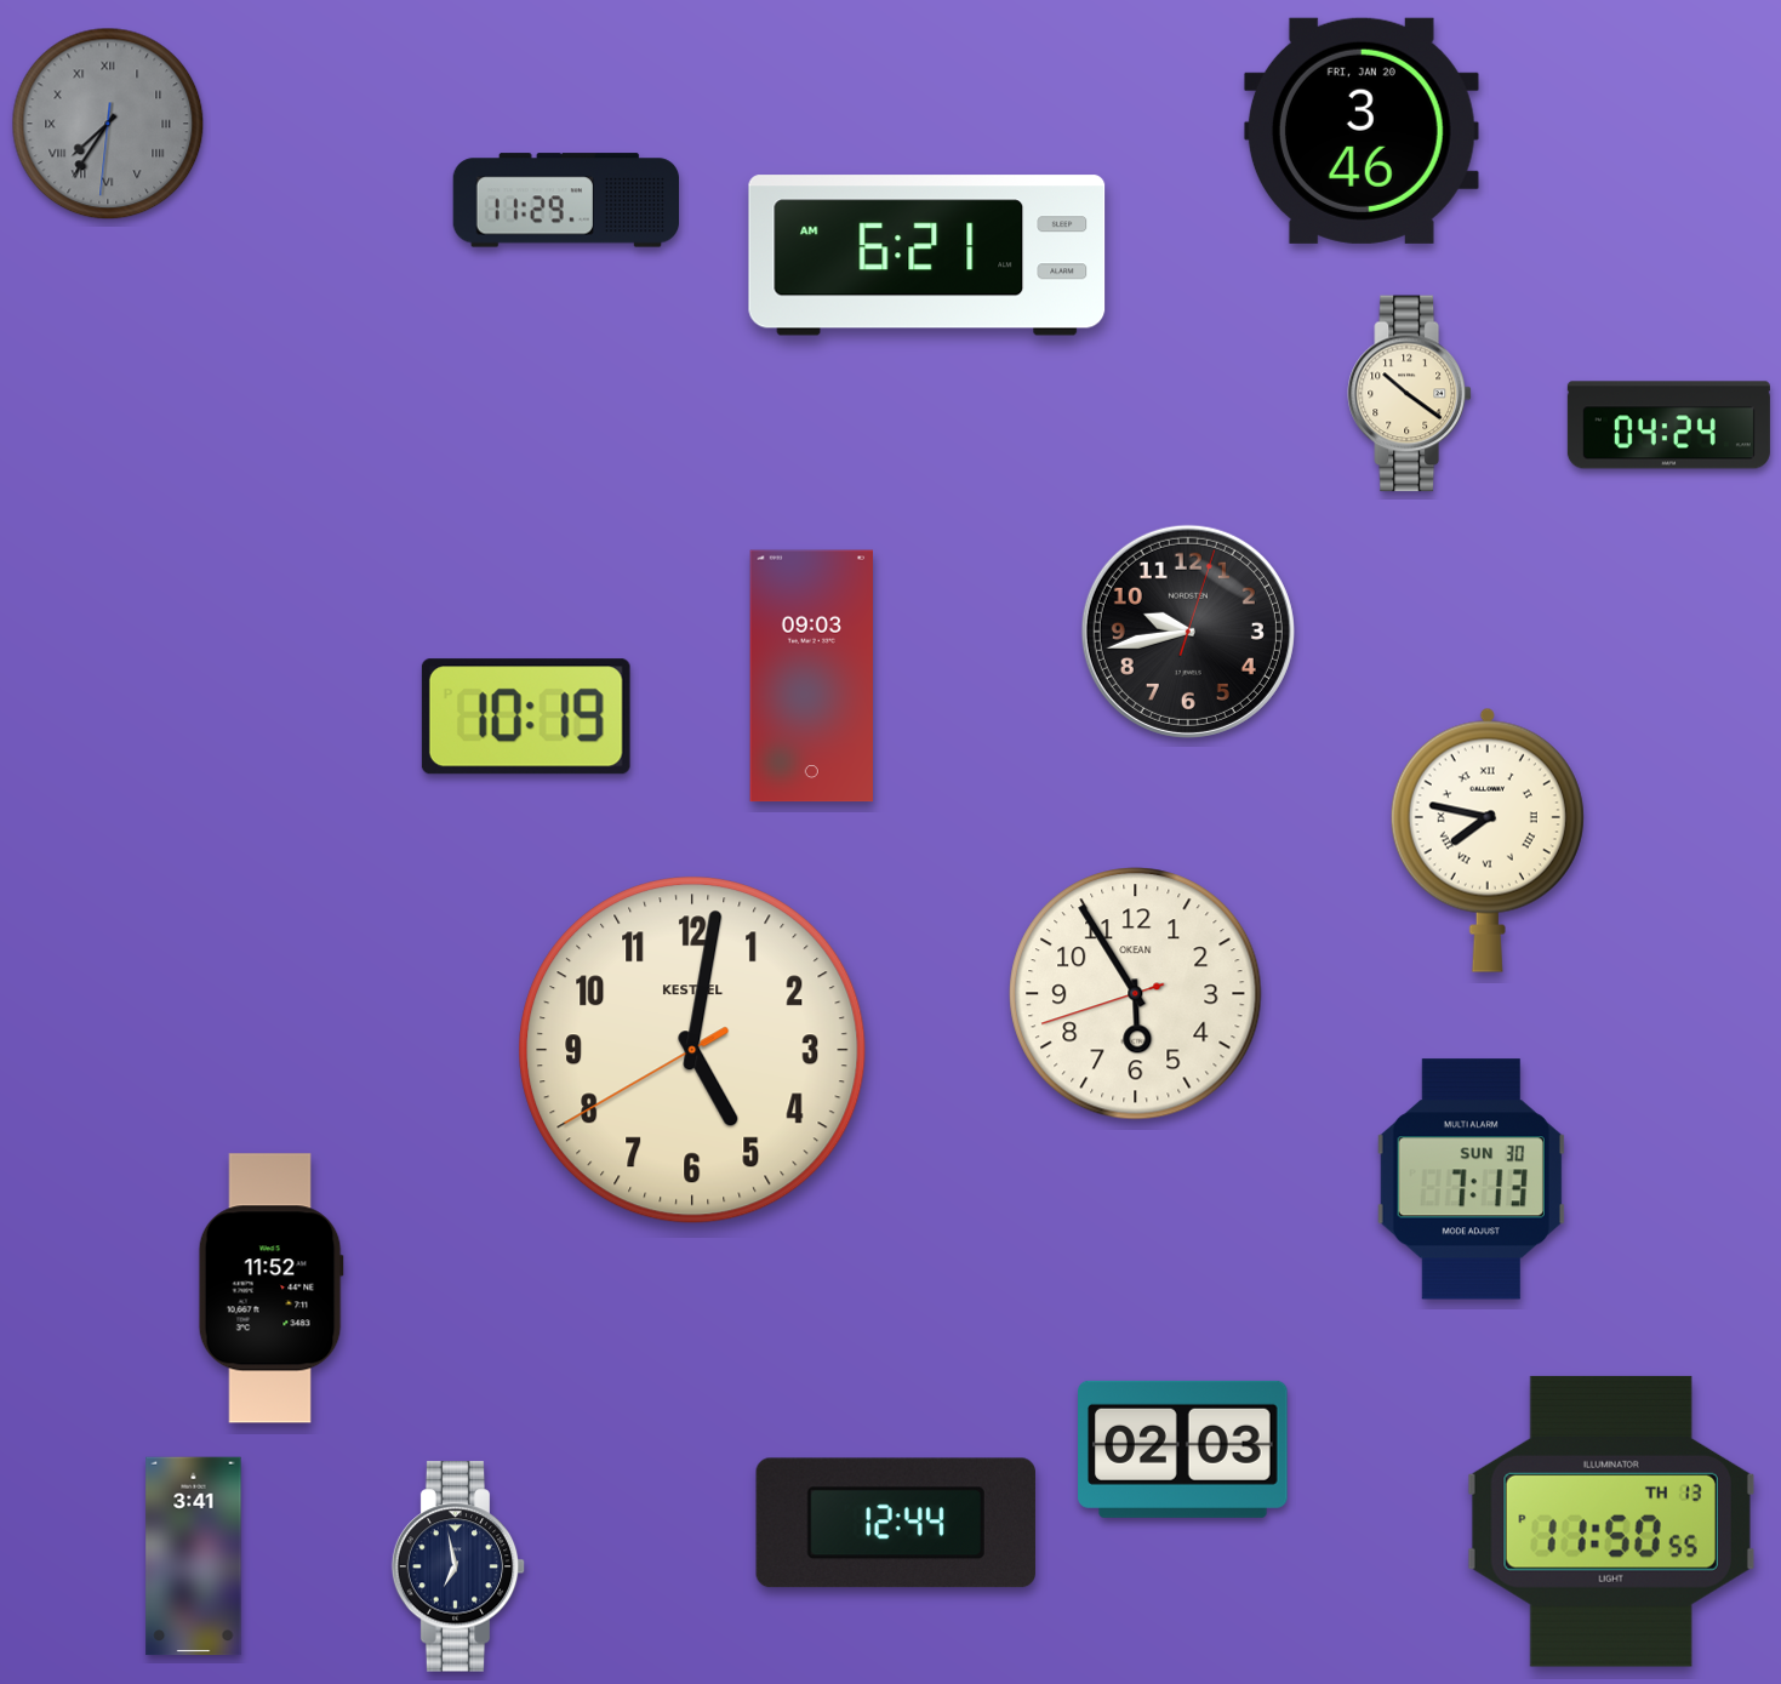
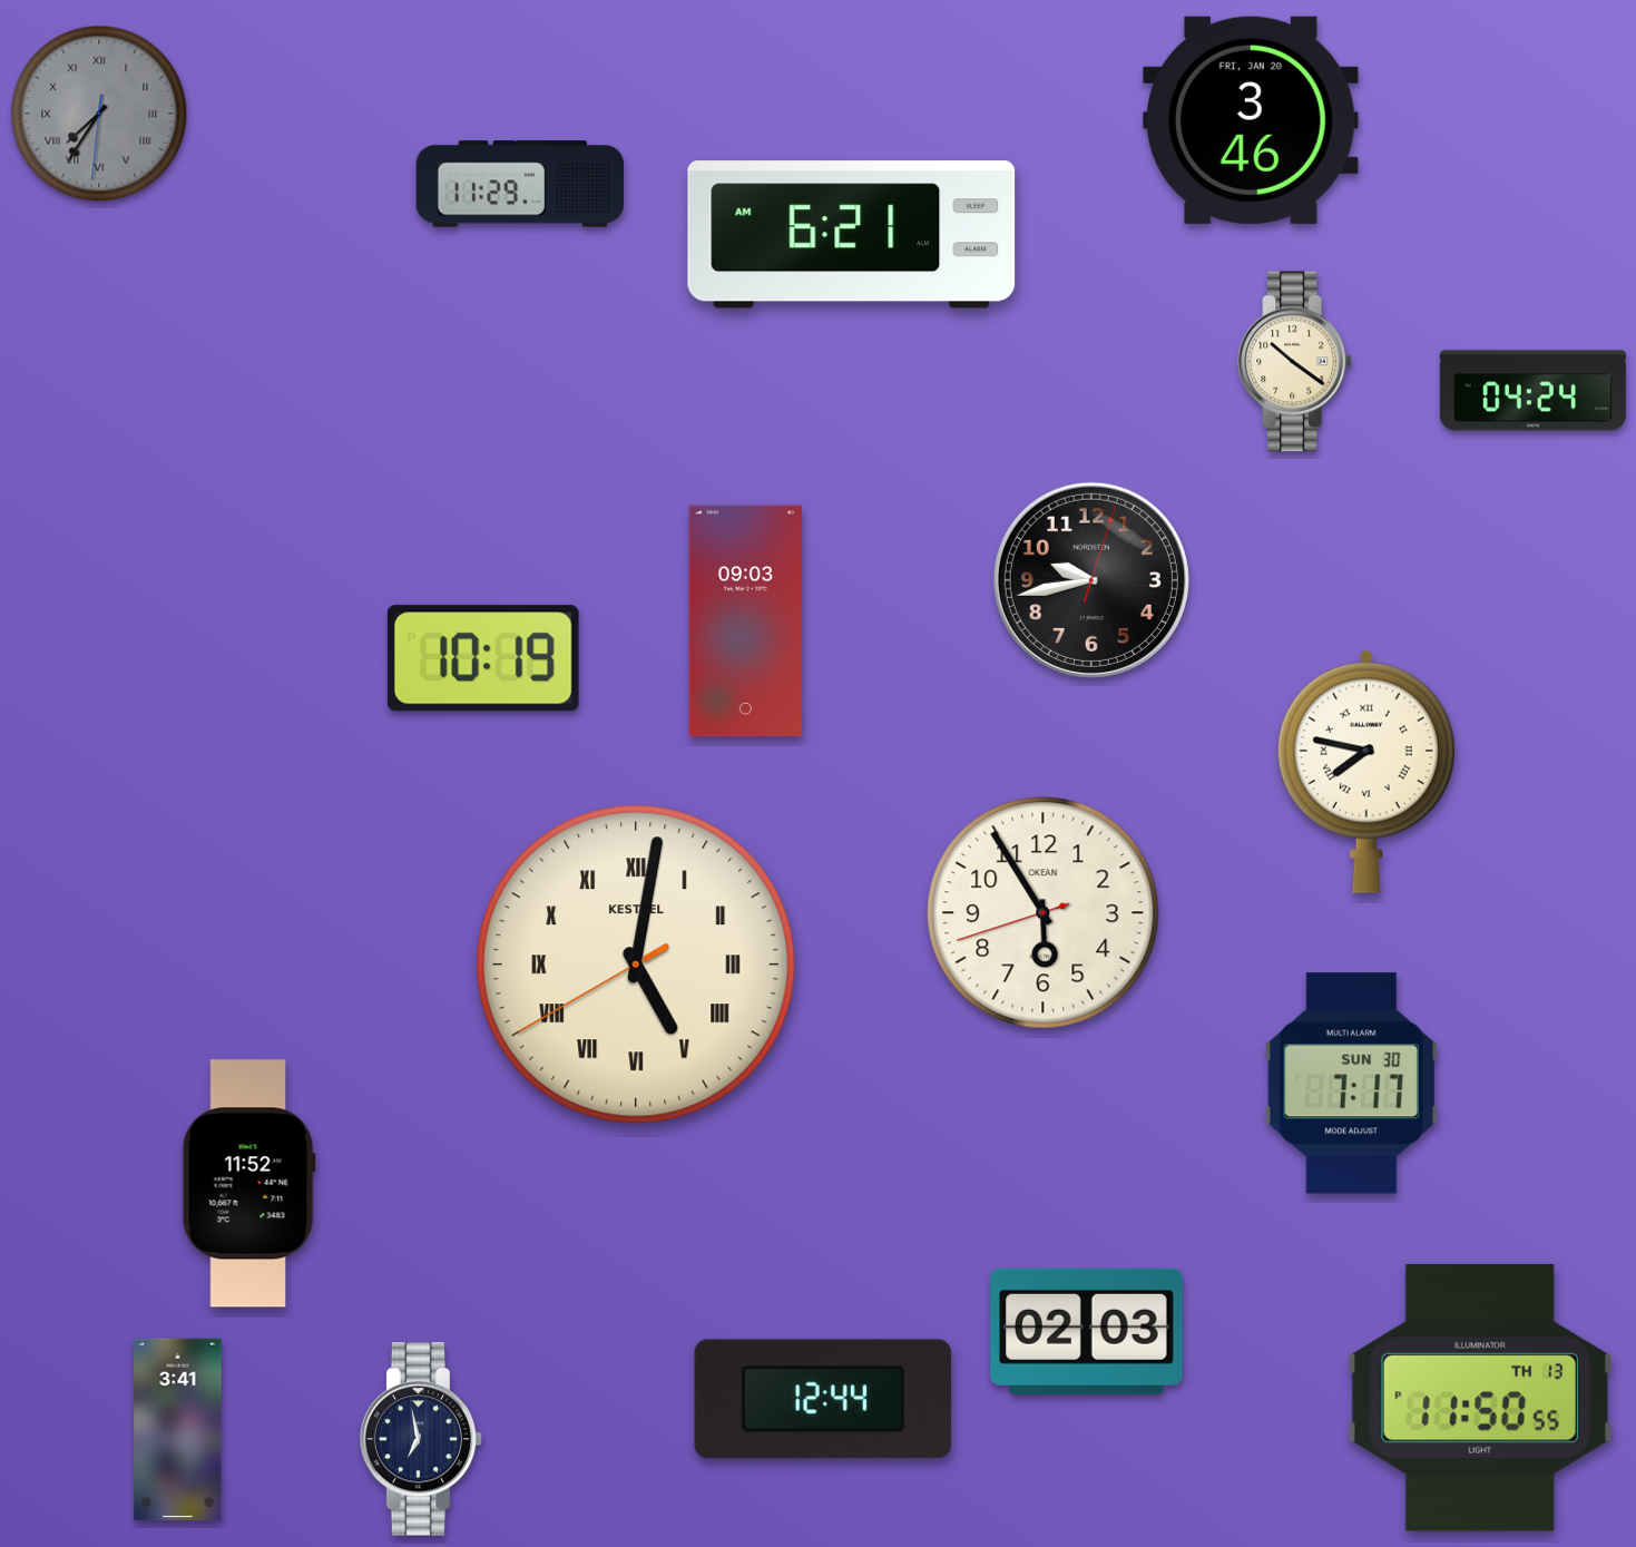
clock at (692, 1050) numerals: Arabic -> Roman
clock at (1471, 1180): 7:13 -> 7:17
